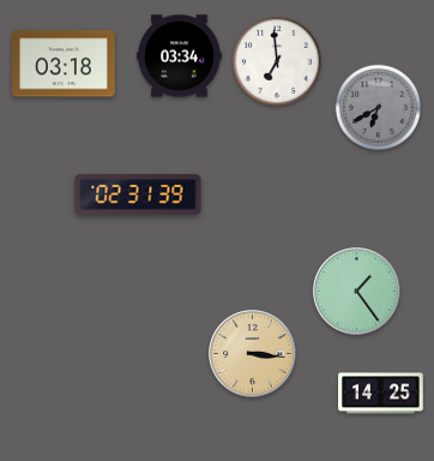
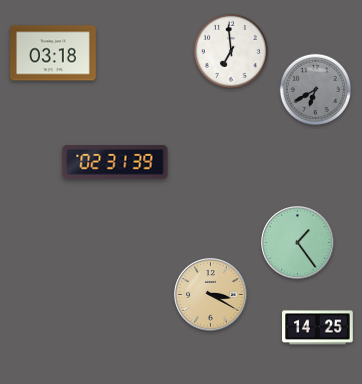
clock at (180, 56): 03:34 -> none
clock at (253, 354): 3:16 -> 3:20
